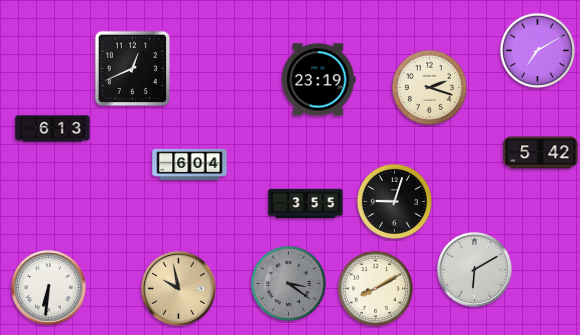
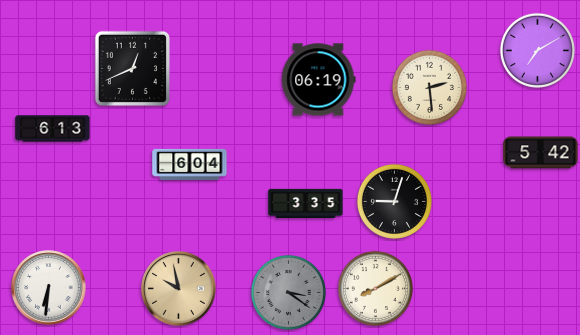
clock at (319, 80): 23:19 -> 06:19
clock at (429, 87): 2:18 -> 2:29
clock at (306, 204): 3:55 -> 3:35
clock at (475, 270): 6:10 -> none
clock at (288, 283) position: (288, 283) -> (288, 292)
